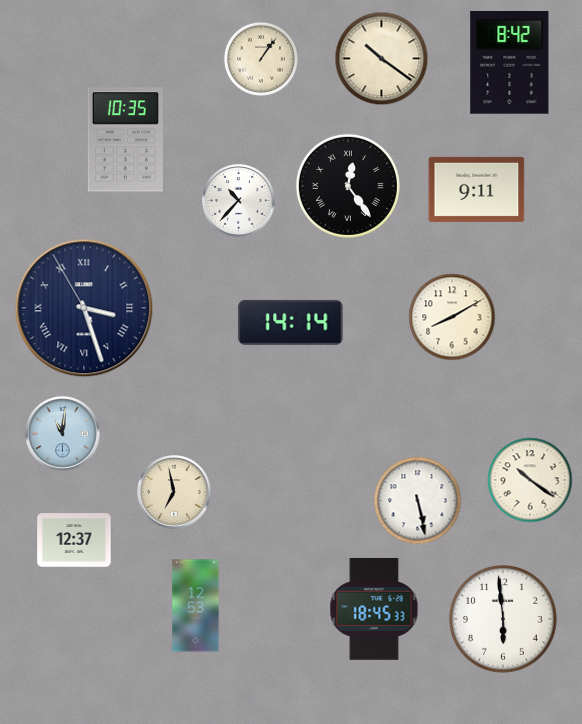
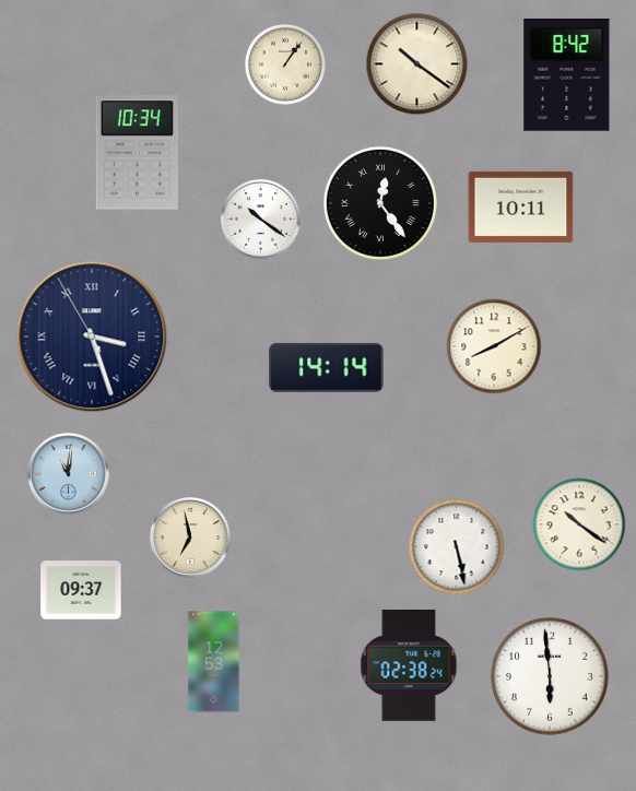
clock at (510, 63) position: (510, 63) -> (567, 75)
clock at (125, 140): 10:35 -> 10:34
clock at (477, 189): 9:11 -> 10:11
clock at (239, 201): 10:37 -> 10:21
clock at (291, 322) position: (291, 322) -> (327, 367)
clock at (74, 540): 12:37 -> 09:37
clock at (374, 609): 18:45 -> 02:38
